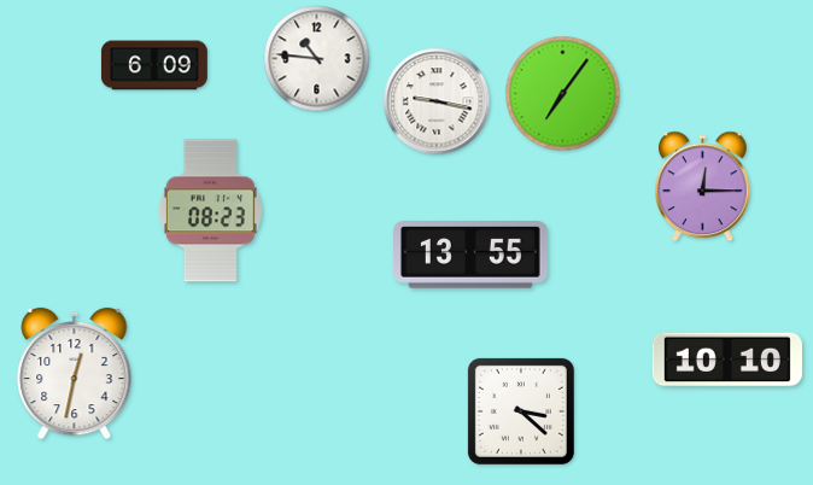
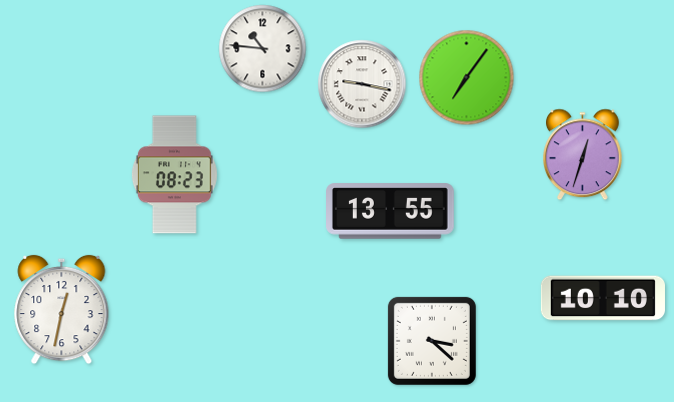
clock at (154, 65): 6:09 -> none
clock at (703, 187): 12:15 -> 12:33
